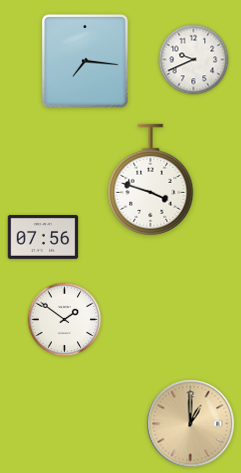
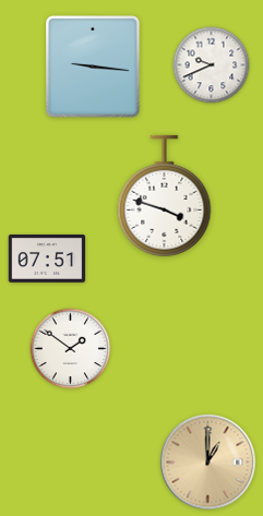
clock at (86, 61): 7:16 -> 9:16
clock at (43, 237): 07:56 -> 07:51
